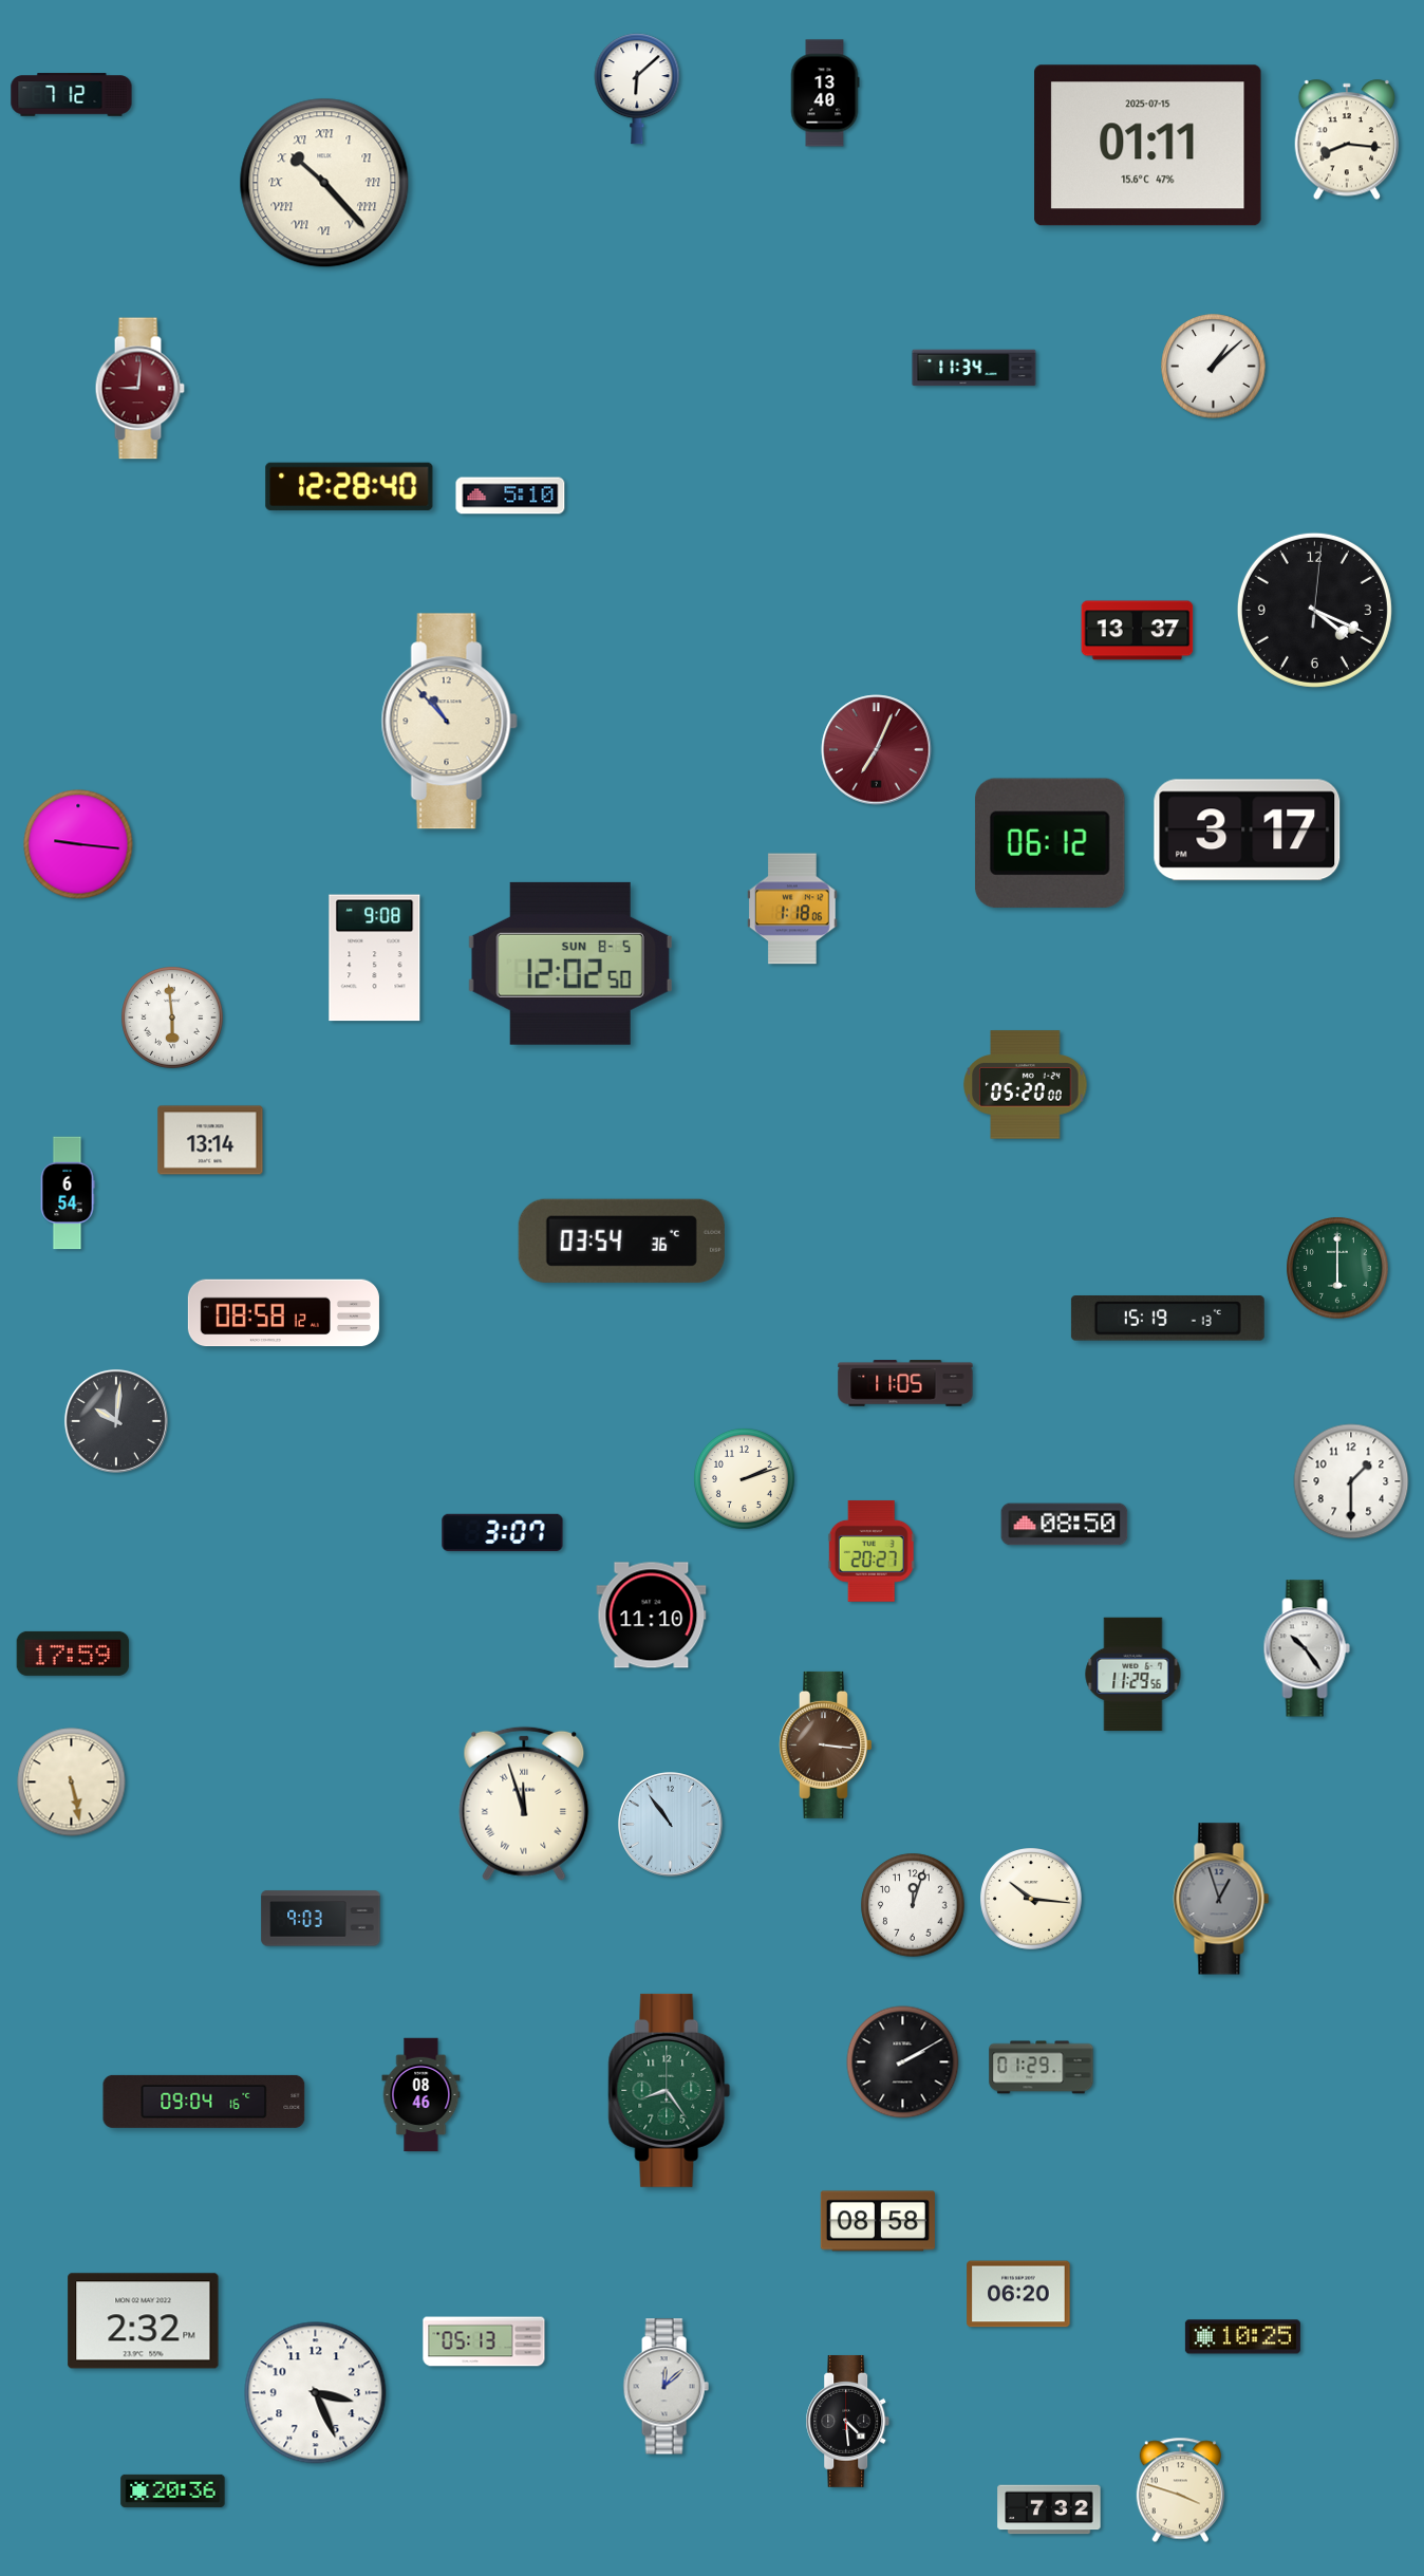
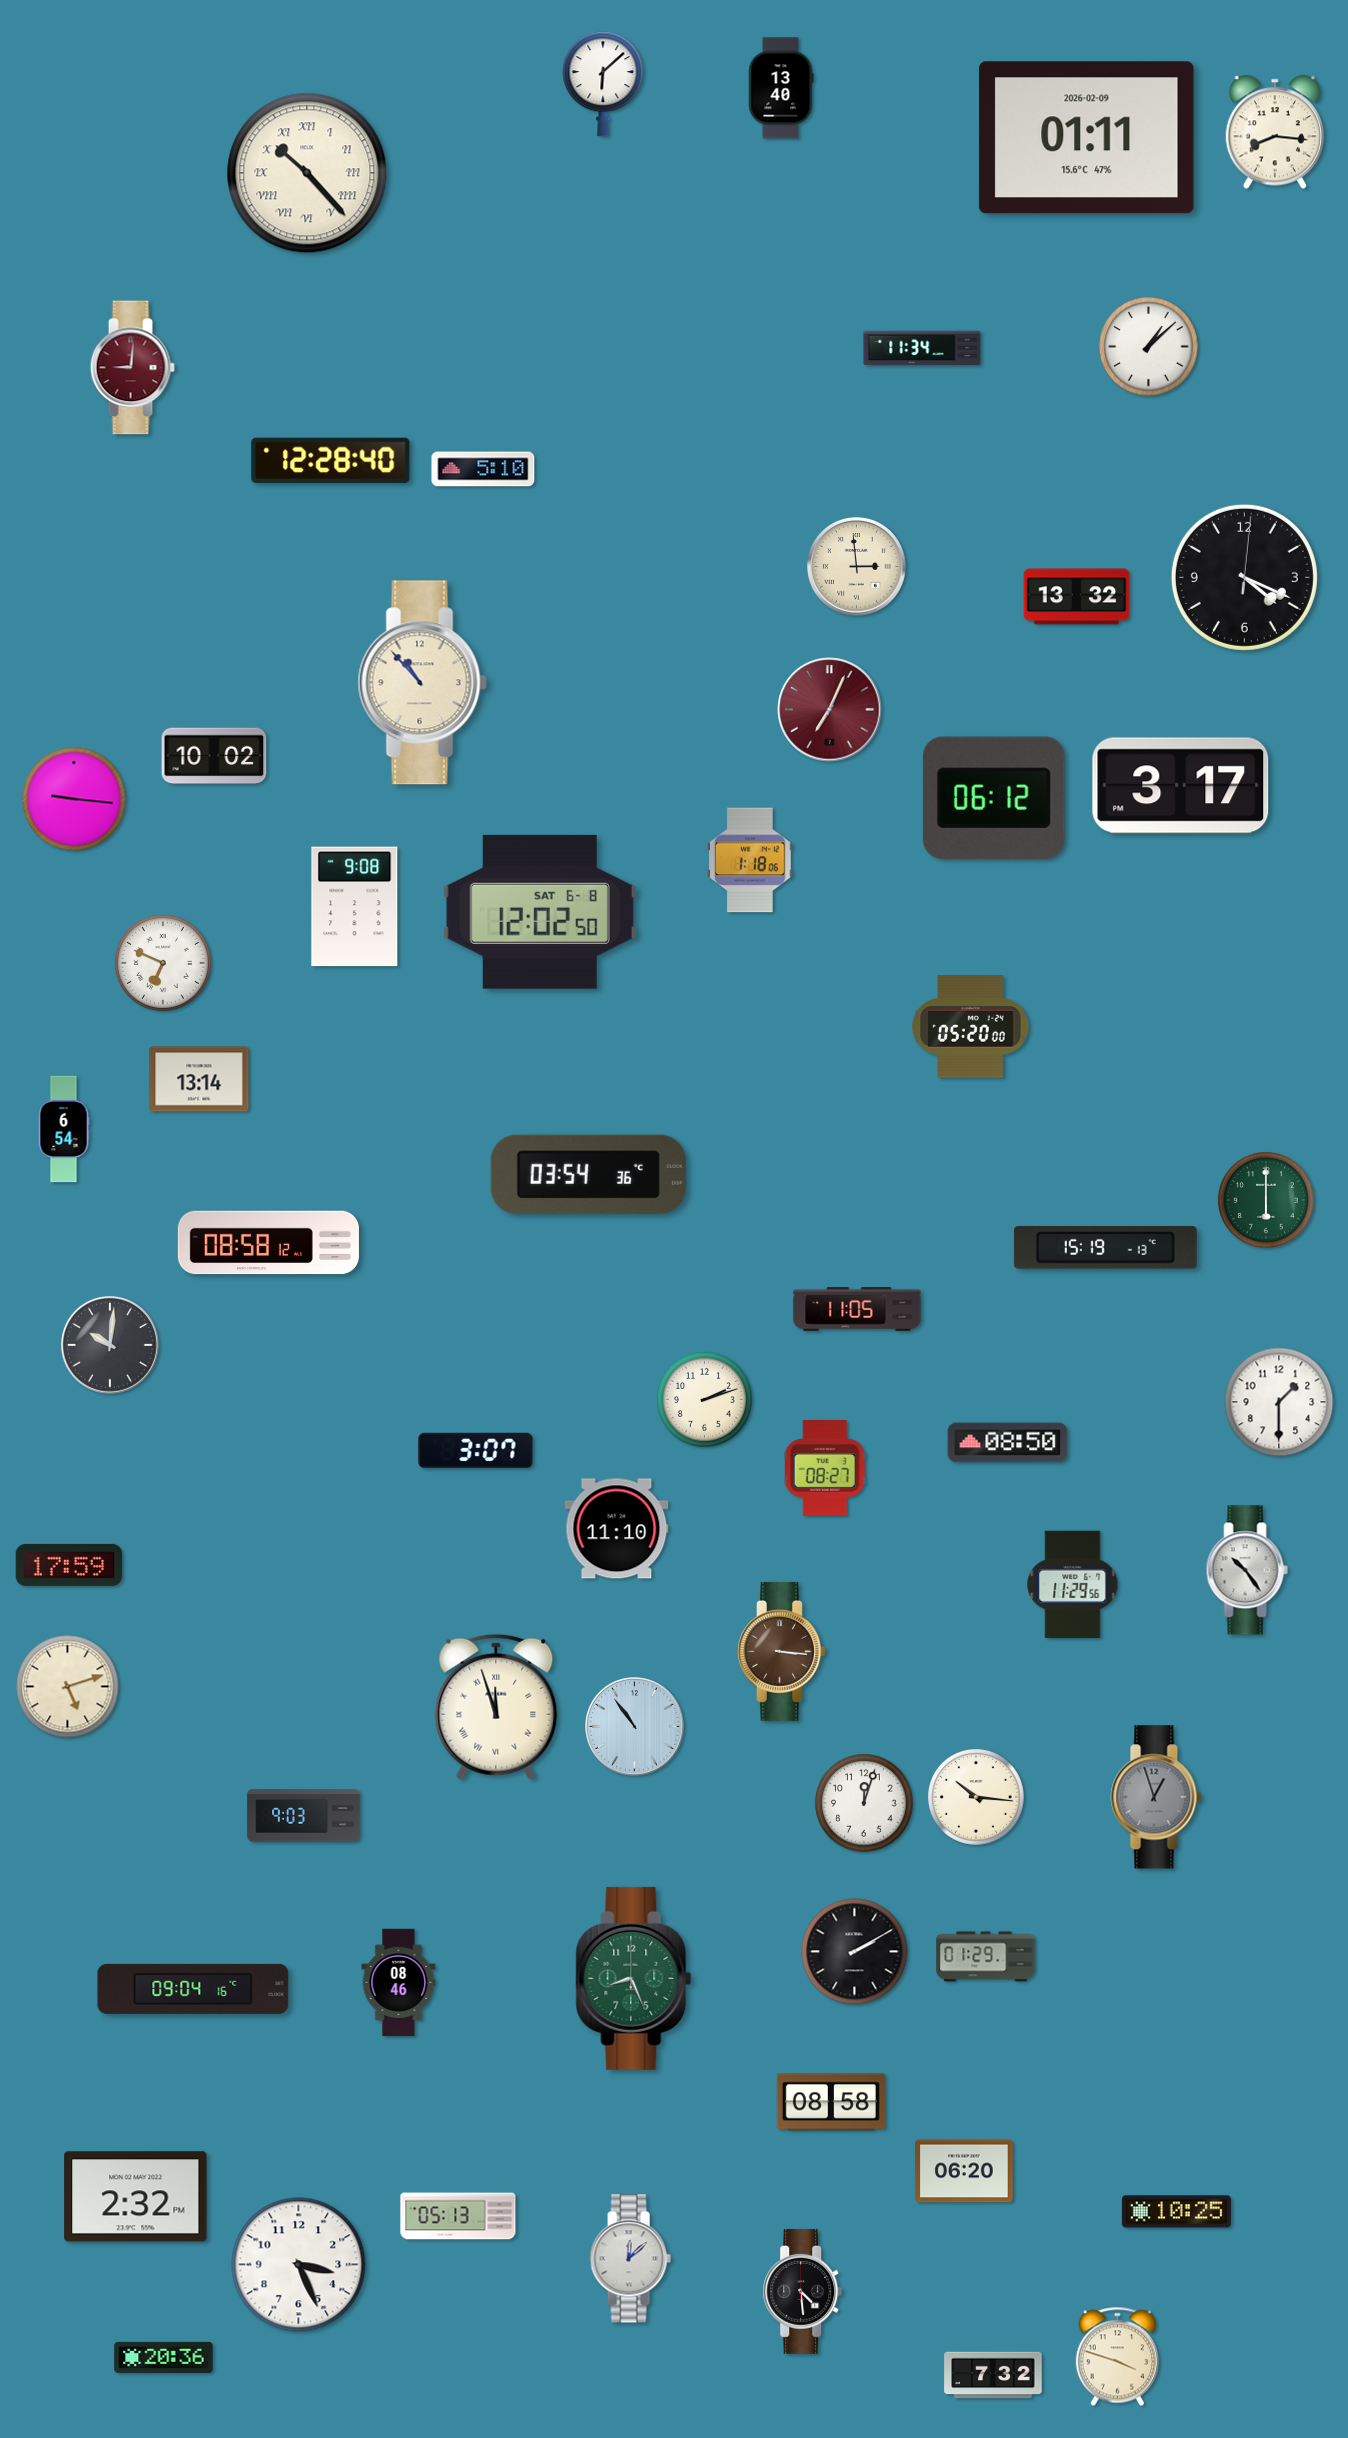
clock at (72, 95): 7:12 -> none
clock at (1148, 146) date: 2025-07-15 -> 2026-02-09
clock at (857, 567): none -> 2:59
clock at (1138, 631): 13:37 -> 13:32
clock at (449, 722) position: (449, 722) -> (422, 683)
clock at (214, 756): none -> 10:02
clock at (570, 964) date: SUN 8-5 -> SAT 6-8
clock at (173, 1019): 5:59 -> 6:49
clock at (872, 1551): 20:27 -> 08:27
clock at (1307, 1648) position: (1307, 1648) -> (1247, 1570)
clock at (72, 1782): 5:28 -> 5:12
clock at (670, 2090): 8:24 -> 8:26
